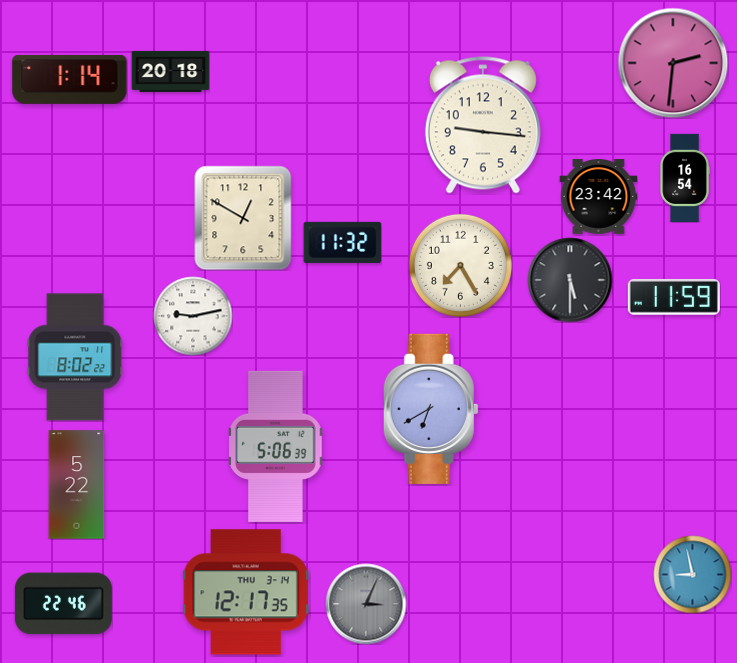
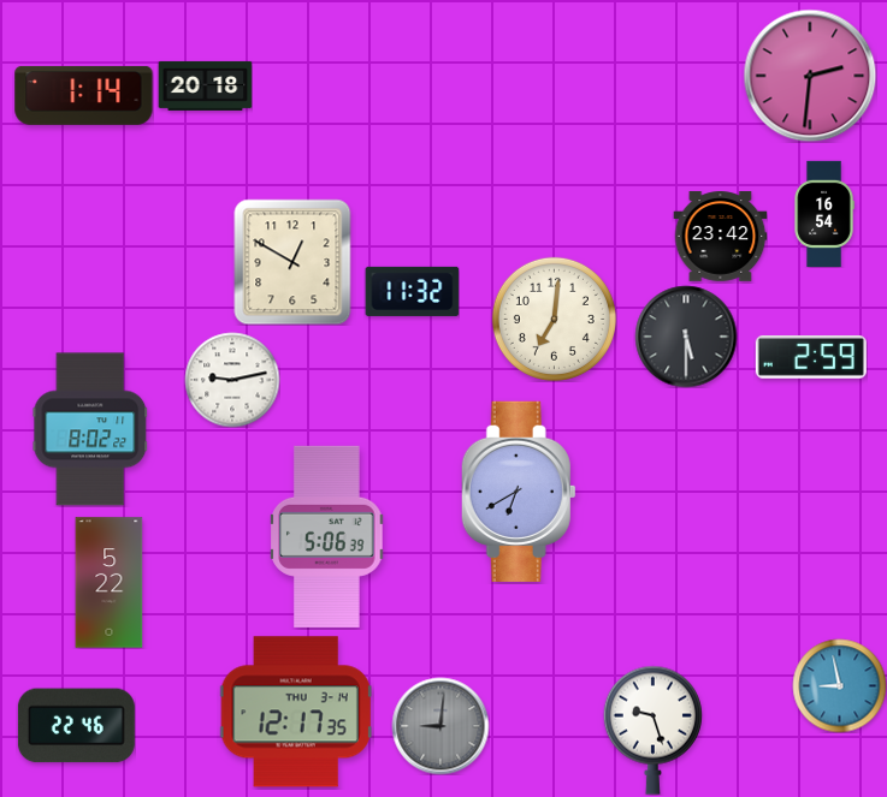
clock at (483, 125): 9:16 -> none
clock at (460, 265): 7:25 -> 7:01
clock at (674, 297): 11:59 -> 2:59
clock at (276, 446) position: (276, 446) -> (327, 536)
clock at (77, 485) position: (77, 485) -> (110, 583)
clock at (692, 574) position: (692, 574) -> (839, 685)
clock at (366, 604): 3:04 -> 9:01
clock at (652, 730): none -> 9:27
